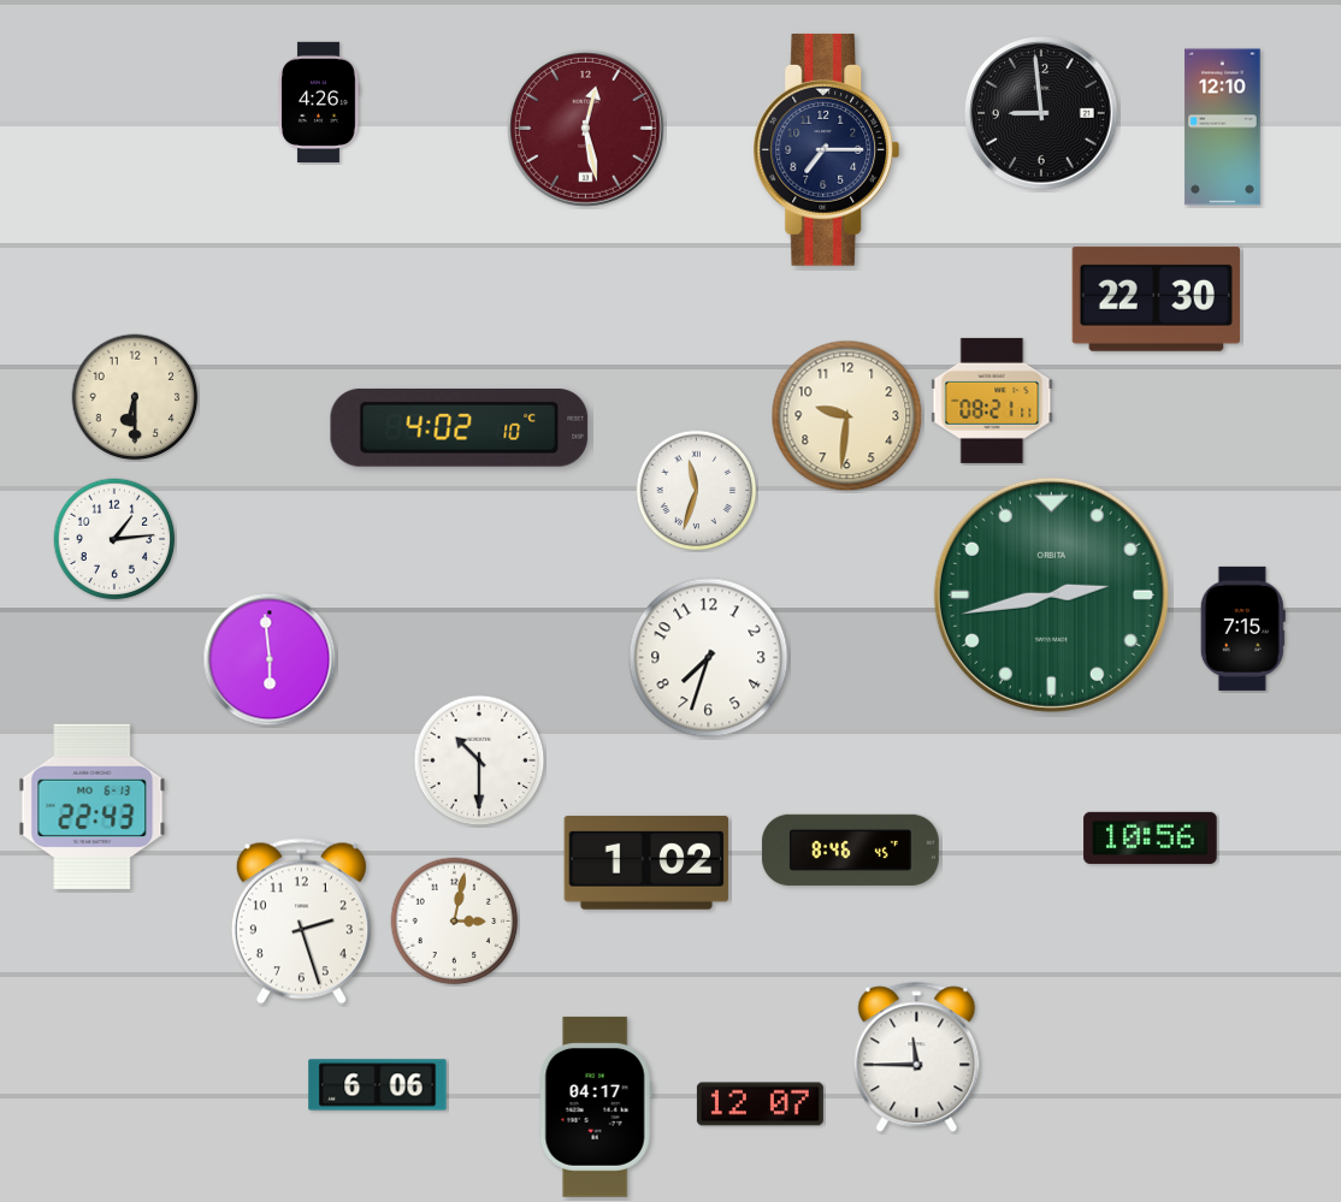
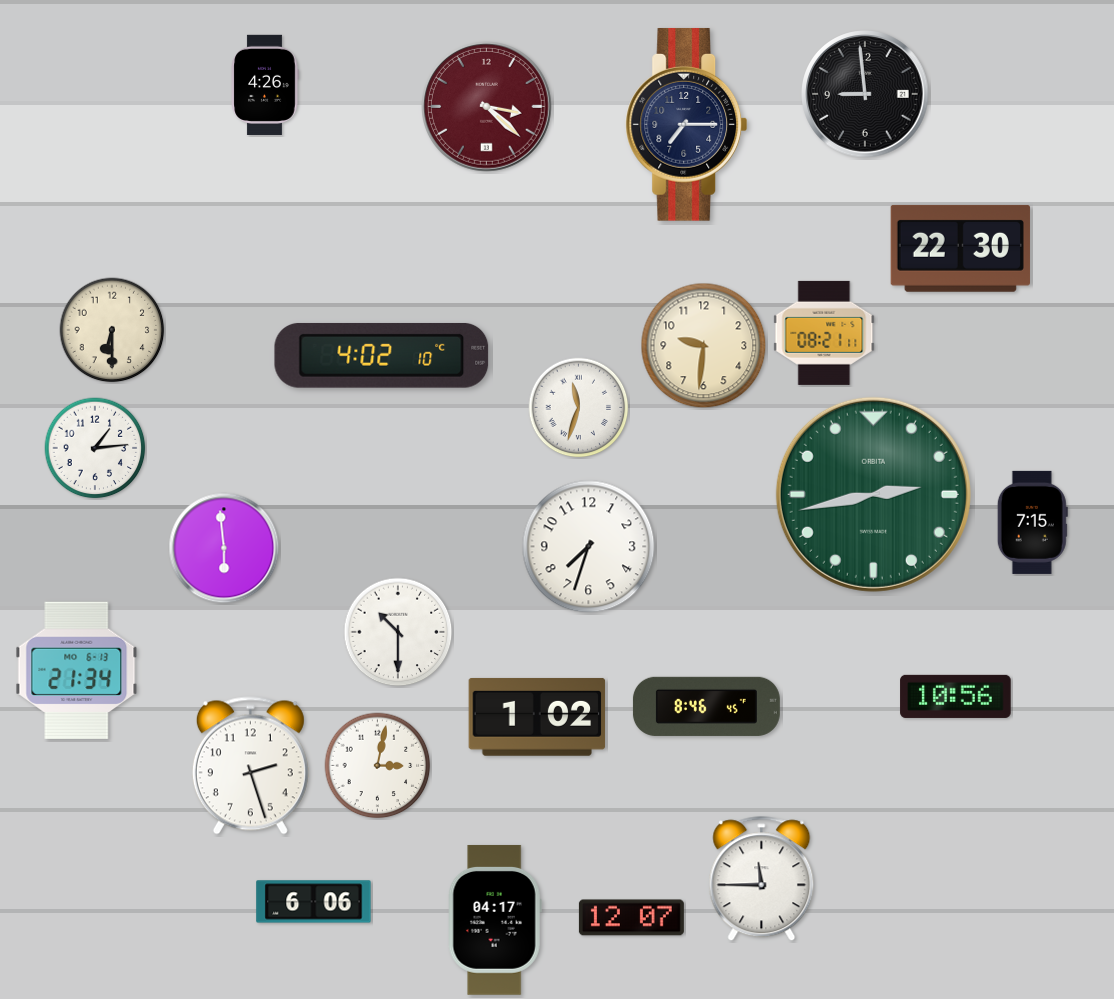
clock at (1223, 128): 12:10 -> none
clock at (586, 129): 12:28 -> 3:22
clock at (93, 806): 22:43 -> 21:34
